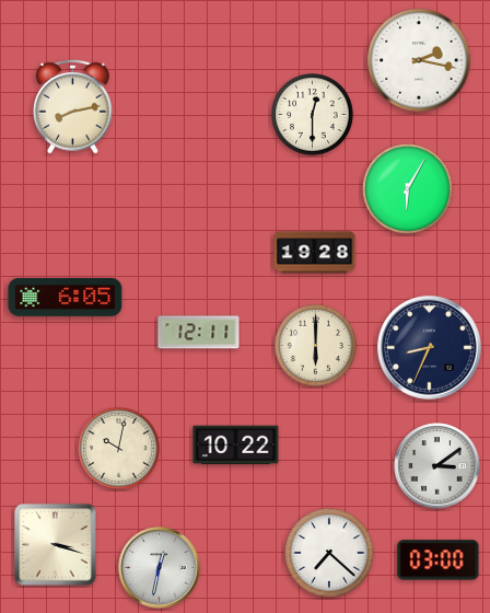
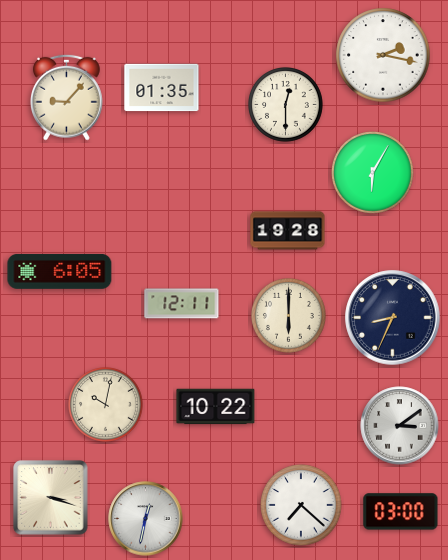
clock at (162, 88): none -> 01:35
clock at (73, 106): 8:13 -> 9:07
clock at (119, 449) position: (119, 449) -> (106, 405)
